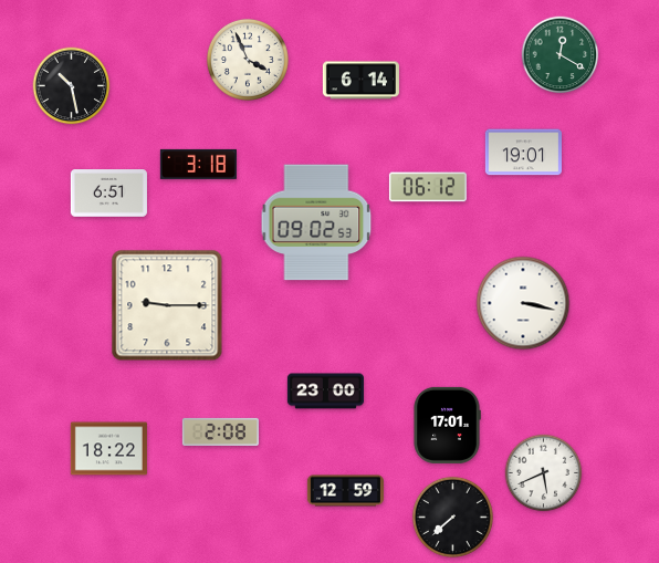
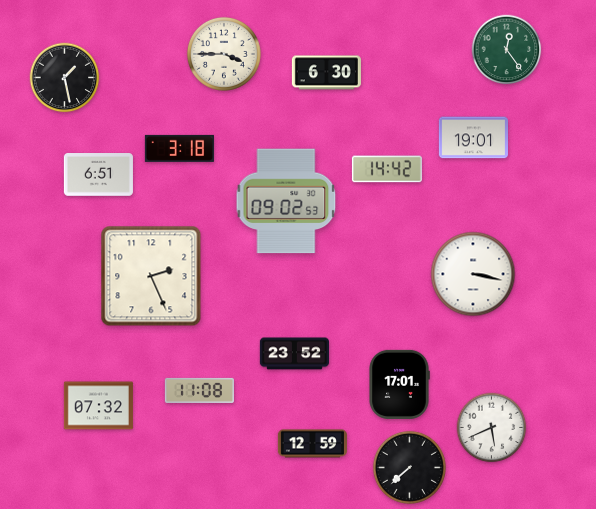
clock at (561, 55): 12:20 -> 12:24
clock at (248, 60): 3:56 -> 3:45
clock at (360, 81): 6:14 -> 6:30
clock at (72, 86): 10:28 -> 1:28
clock at (428, 187): 06:12 -> 14:42
clock at (167, 305): 9:15 -> 2:26
clock at (325, 392): 23:00 -> 23:52
clock at (447, 425) position: (447, 425) -> (399, 384)
clock at (220, 431): 2:08 -> 11:08
clock at (108, 449): 18:22 -> 07:32
